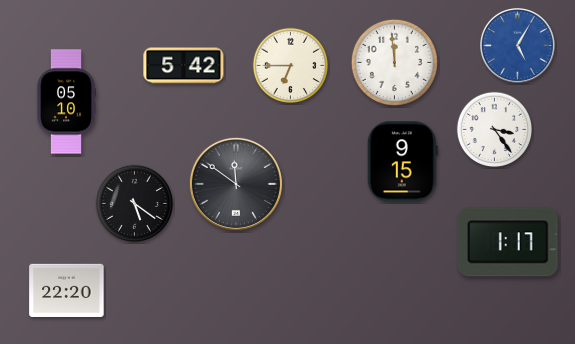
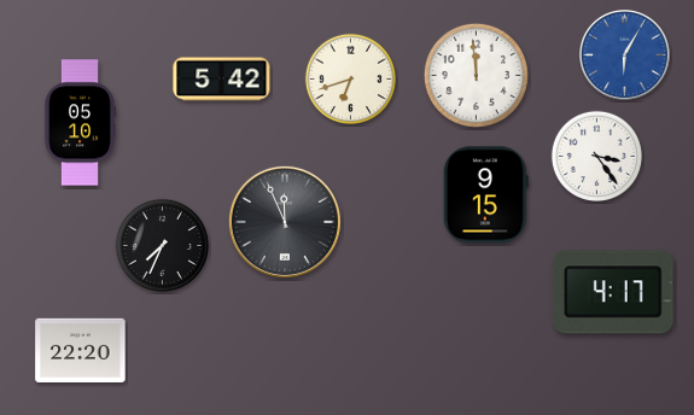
clock at (518, 46): 5:05 -> 6:05
clock at (290, 65): 6:45 -> 6:42
clock at (236, 184): 11:51 -> 11:56
clock at (134, 203): 5:21 -> 7:34
clock at (508, 242): 1:17 -> 4:17
